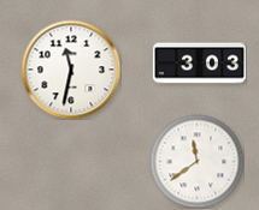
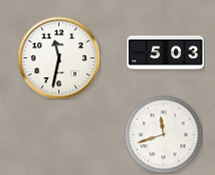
clock at (199, 64): 3:03 -> 5:03
clock at (196, 161): 11:39 -> 11:42
